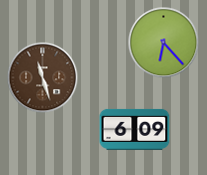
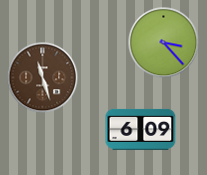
clock at (164, 43): 6:23 -> 3:23
clock at (135, 129) position: (135, 129) -> (141, 129)
